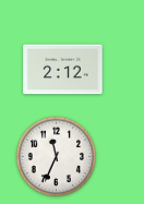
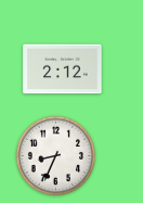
clock at (56, 156): 11:34 -> 8:34
